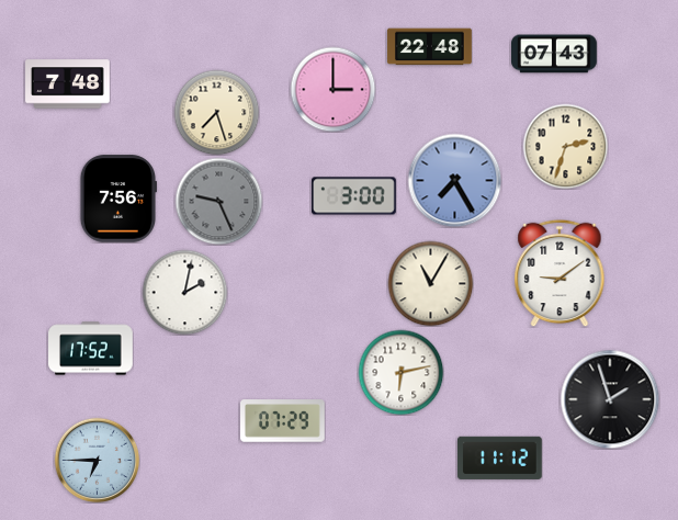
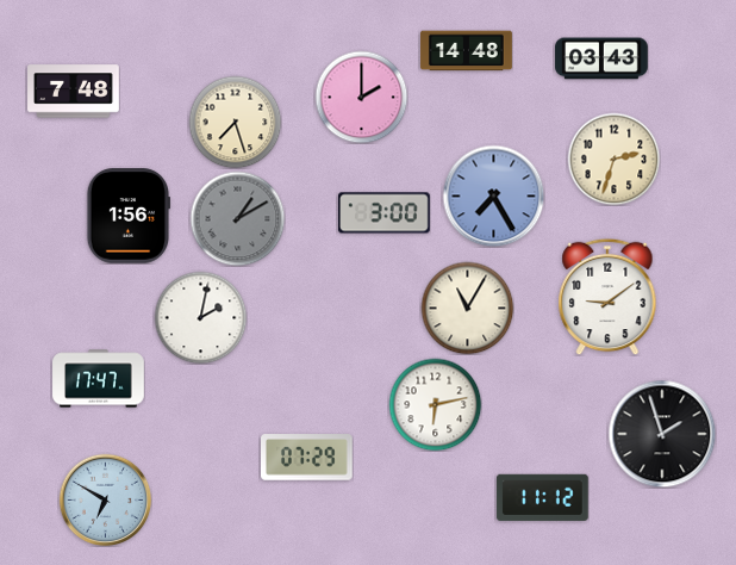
clock at (430, 47): 22:48 -> 14:48
clock at (554, 54): 07:43 -> 03:43
clock at (332, 89): 3:00 -> 2:00
clock at (117, 199): 7:56 -> 1:56
clock at (218, 201): 9:26 -> 1:10
clock at (91, 349): 17:52 -> 17:47
clock at (97, 460): 6:45 -> 6:50
